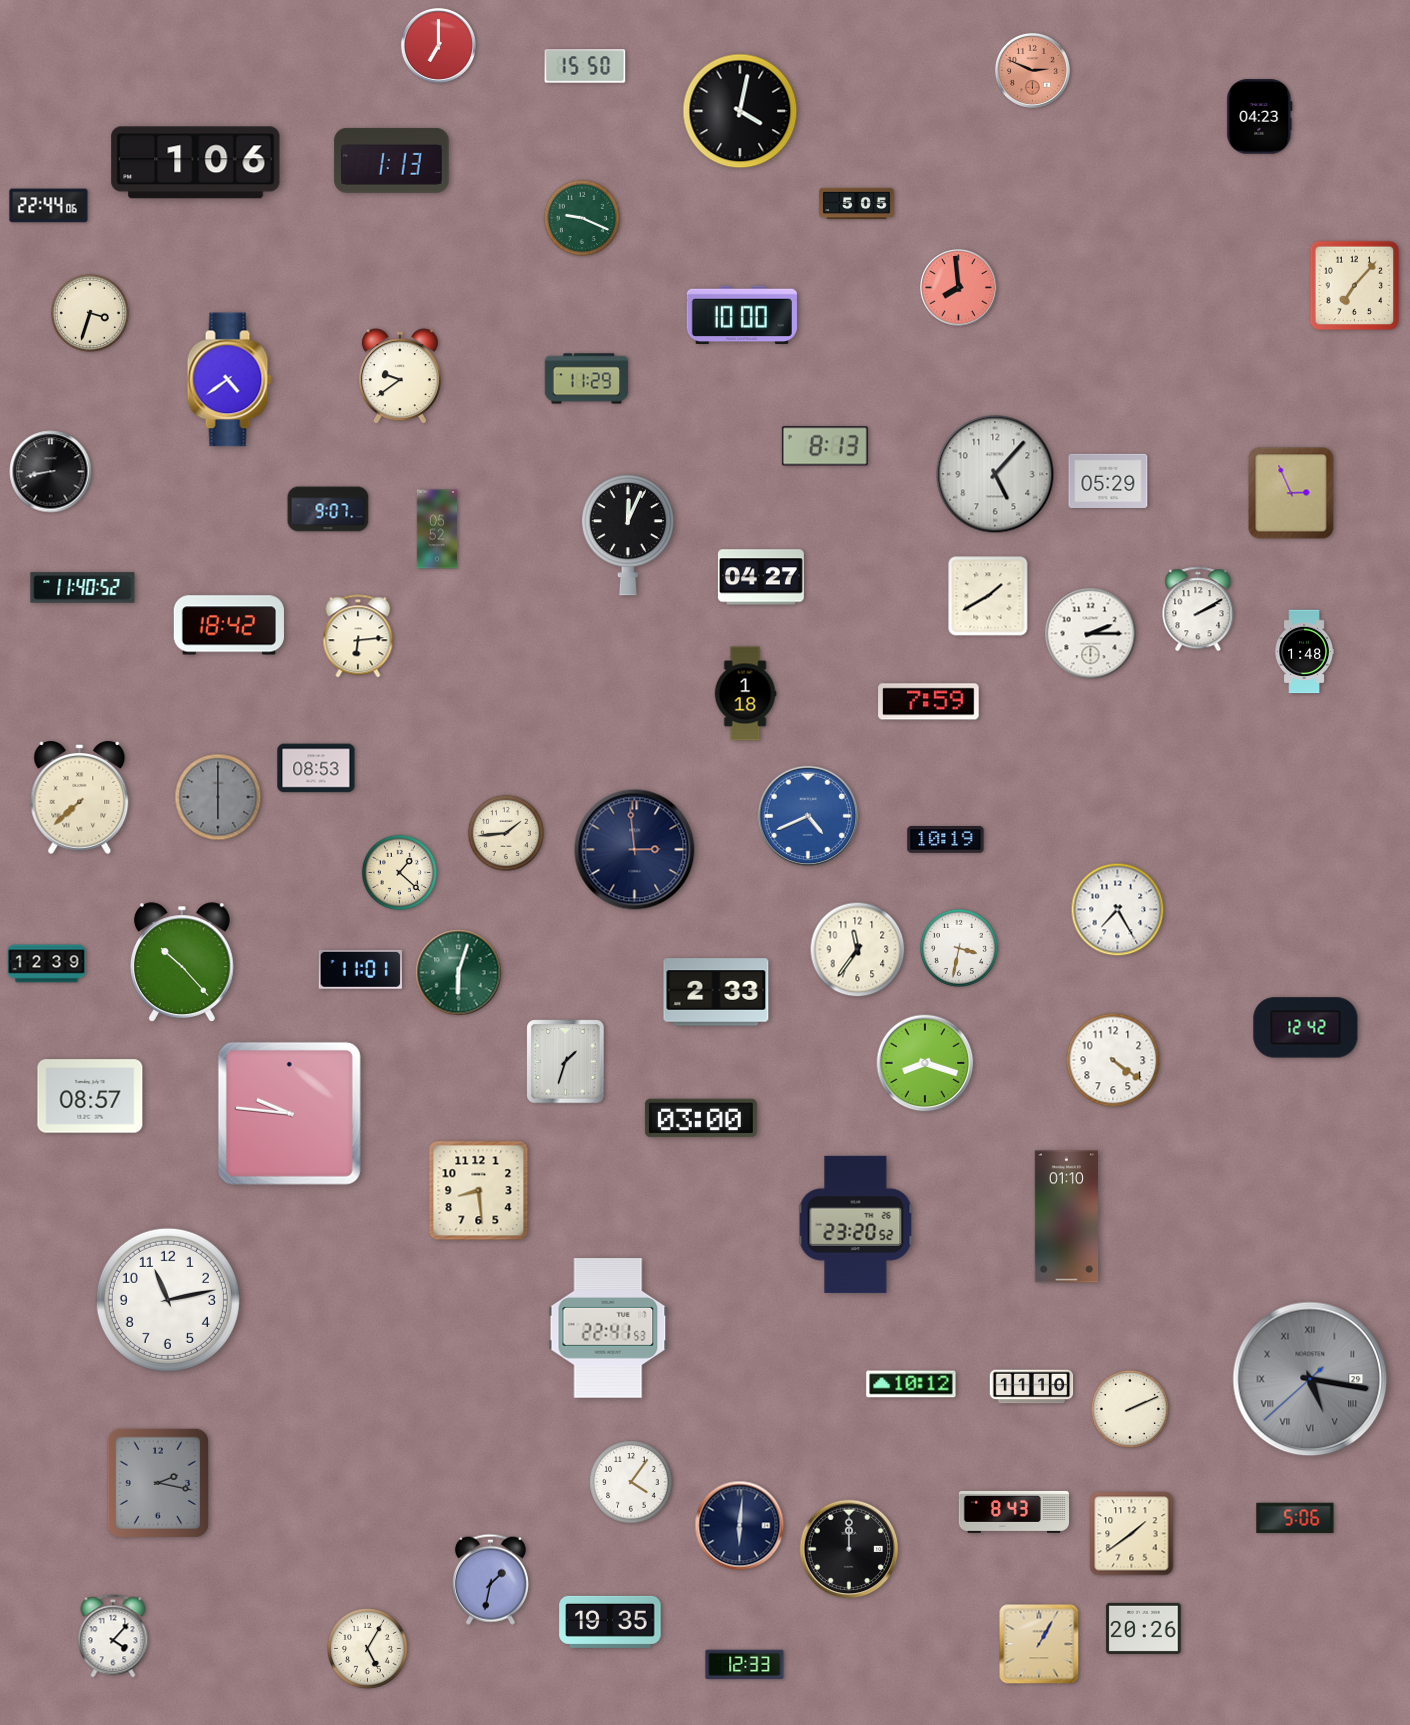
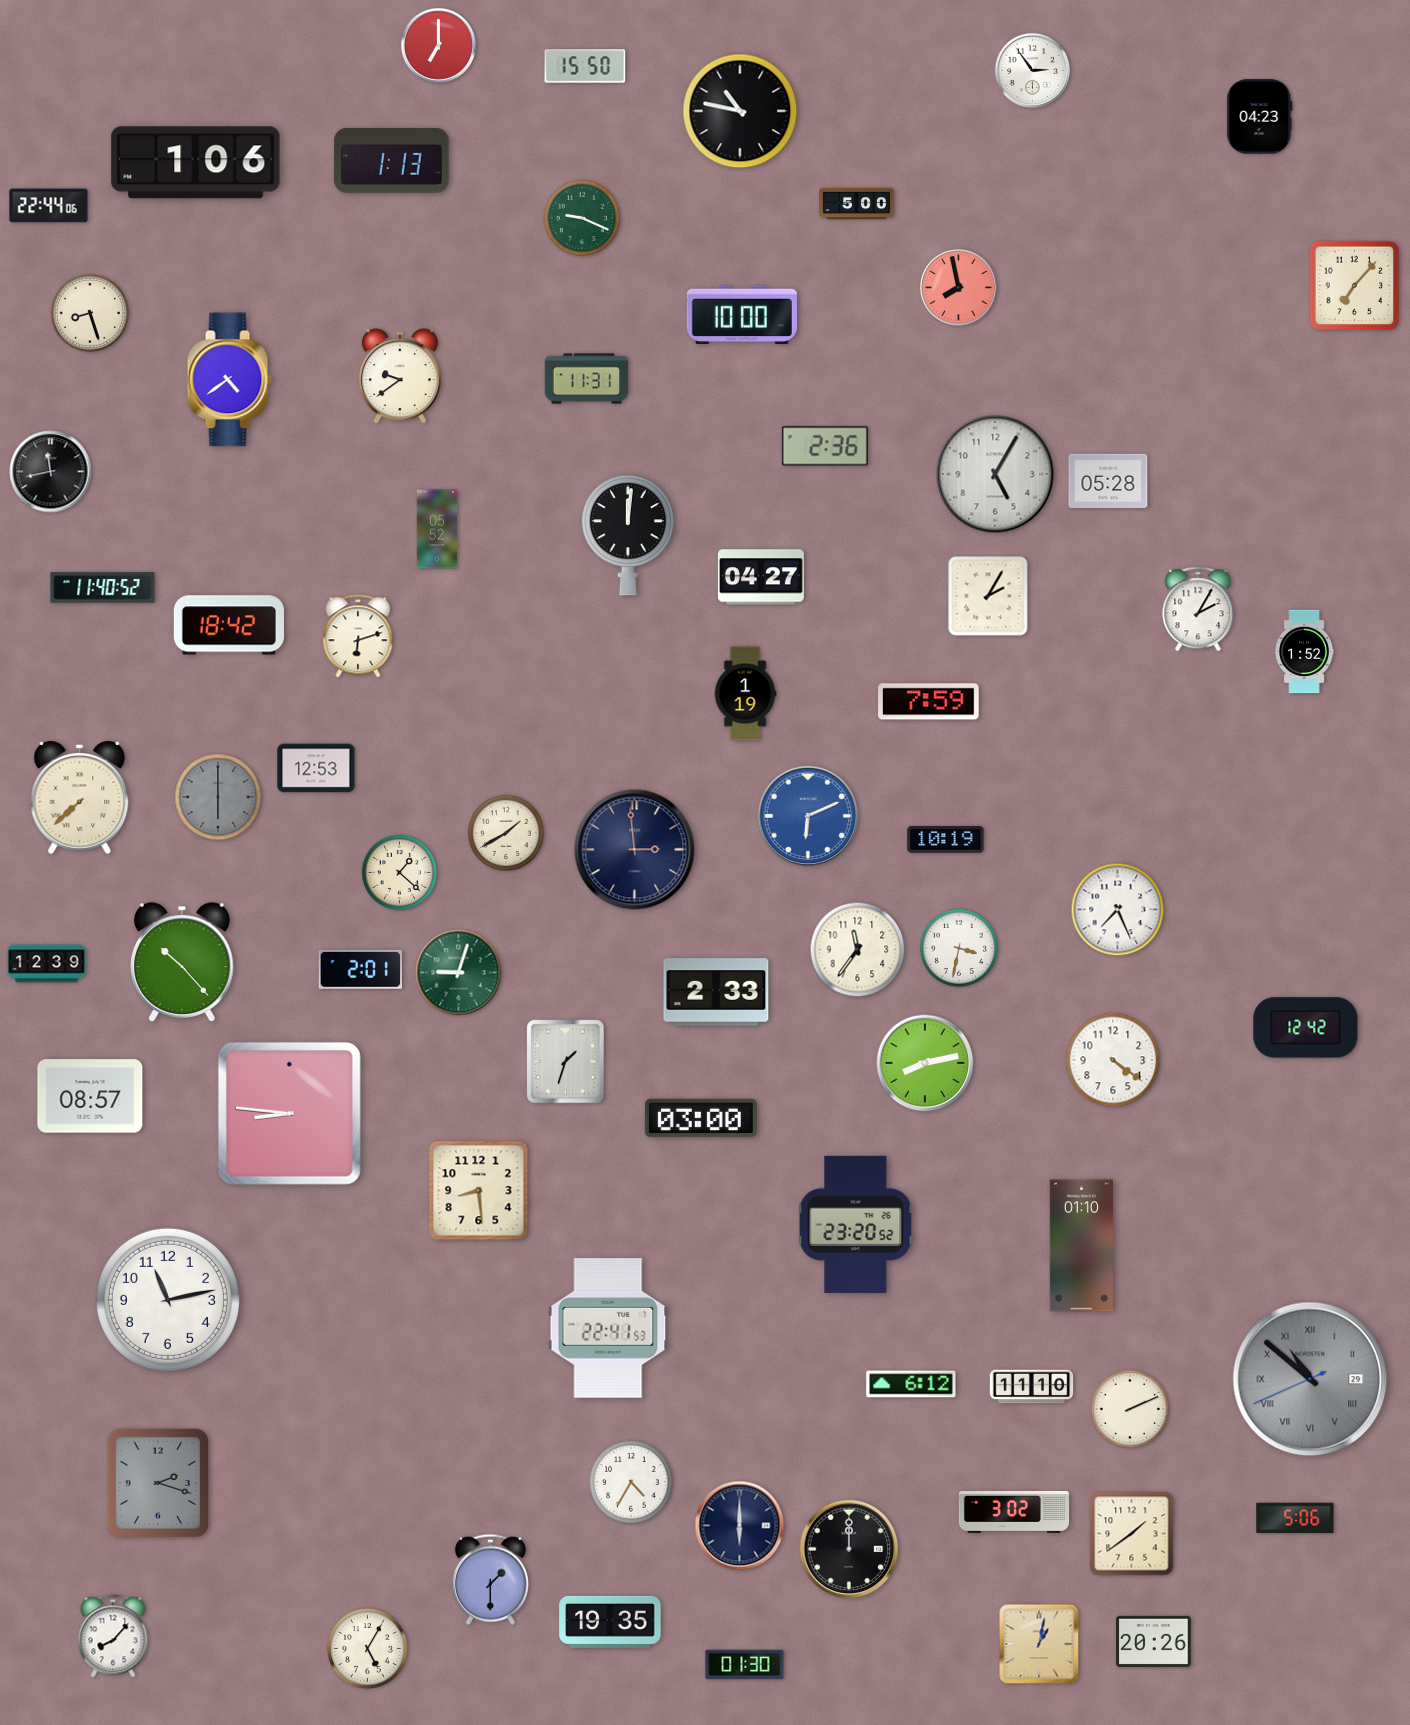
clock at (1032, 70): 2:49 -> 2:54
clock at (1032, 70) dial: salmon -> white
clock at (740, 111): 4:02 -> 10:47
clock at (857, 204): 5:05 -> 5:00
clock at (959, 288): 7:59 -> 7:58
clock at (90, 313): 3:33 -> 8:27
clock at (587, 379): 11:29 -> 11:31
clock at (825, 446): 8:13 -> 2:36
clock at (51, 472): 8:43 -> 11:43
clock at (995, 474): 5:07 -> 5:05
clock at (1108, 480): 05:29 -> 05:28
clock at (1291, 493): 2:56 -> none
clock at (328, 509): 9:07 -> none
clock at (628, 535): 12:04 -> 12:01
clock at (83, 588) position: (83, 588) -> (103, 588)
clock at (988, 596): 1:40 -> 2:05
clock at (1198, 609): 2:10 -> 2:05
clock at (1091, 634): 2:15 -> none
clock at (358, 636): 6:14 -> 6:12
clock at (1304, 652): 1:48 -> 1:52
clock at (745, 694): 1:18 -> 1:19
clock at (316, 768): 08:53 -> 12:53
clock at (807, 815): 4:41 -> 6:11
clock at (505, 832): 1:44 -> 1:40
clock at (1118, 910): 7:25 -> 7:26
clock at (360, 969): 11:01 -> 2:01
clock at (459, 973): 6:03 -> 9:03
clock at (925, 1063): 8:18 -> 8:13
clock at (289, 1113): 9:46 -> 8:46
clock at (1066, 1217) position: (1066, 1217) -> (1081, 1246)
clock at (1310, 1379): 5:16 -> 10:51
clock at (911, 1384): 10:12 -> 6:12
clock at (631, 1482): 4:06 -> 4:35
clock at (158, 1483): 2:17 -> 2:18
clock at (1014, 1512): 8:43 -> 3:02
clock at (740, 1526): 6:01 -> 6:00
clock at (490, 1579): 1:32 -> 1:30
clock at (1144, 1628) position: (1144, 1628) -> (1154, 1641)
clock at (113, 1636): 4:07 -> 8:07
clock at (1039, 1644): 1:05 -> 1:02
clock at (745, 1665): 12:33 -> 01:30
